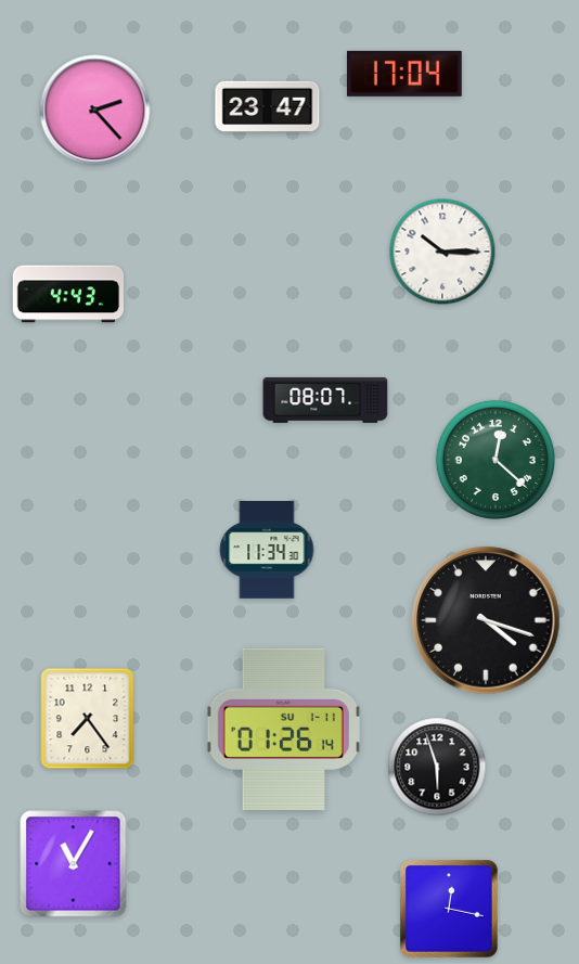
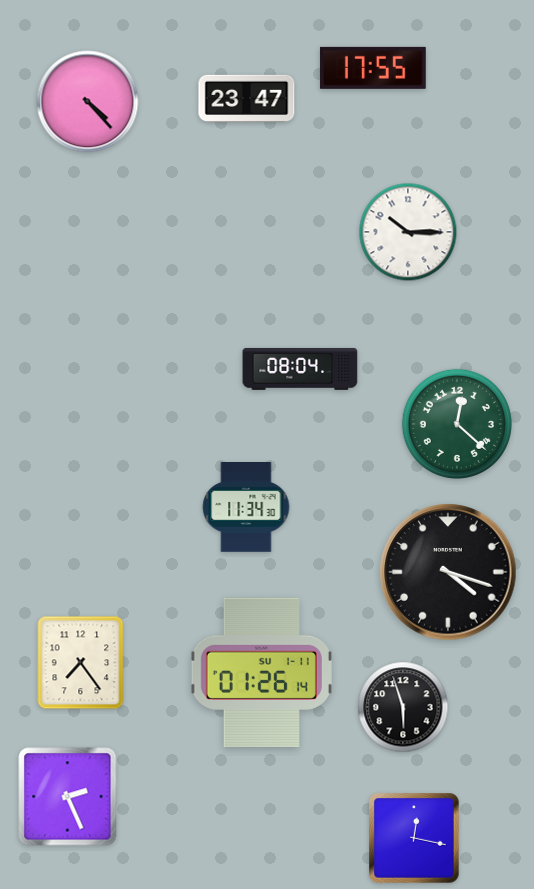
clock at (404, 74): 17:04 -> 17:55
clock at (95, 111): 2:23 -> 4:23
clock at (67, 294): 4:43 -> none
clock at (325, 400): 08:07 -> 08:04
clock at (74, 864): 11:05 -> 2:26
